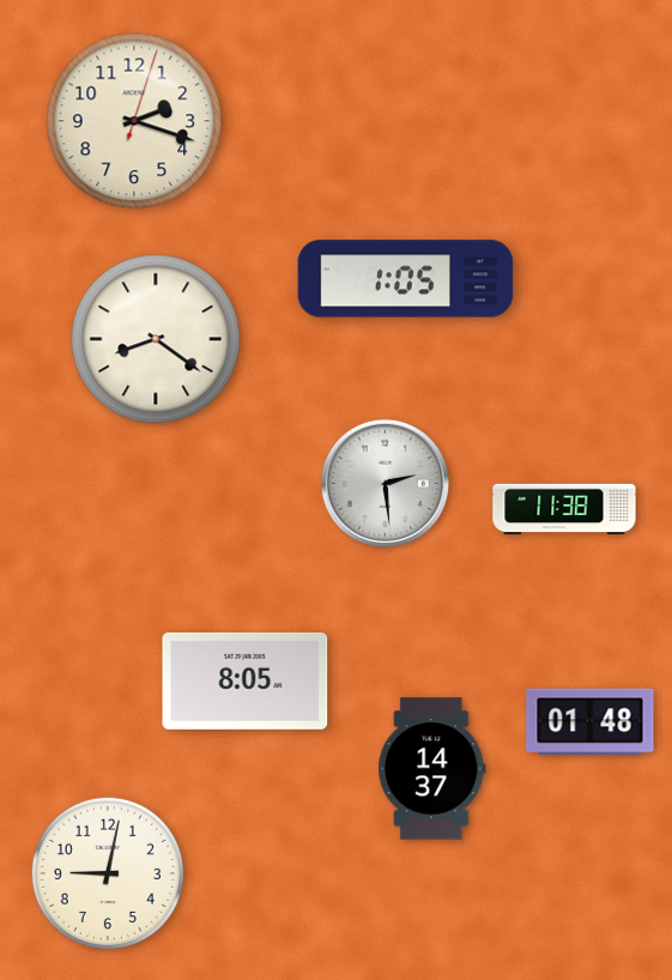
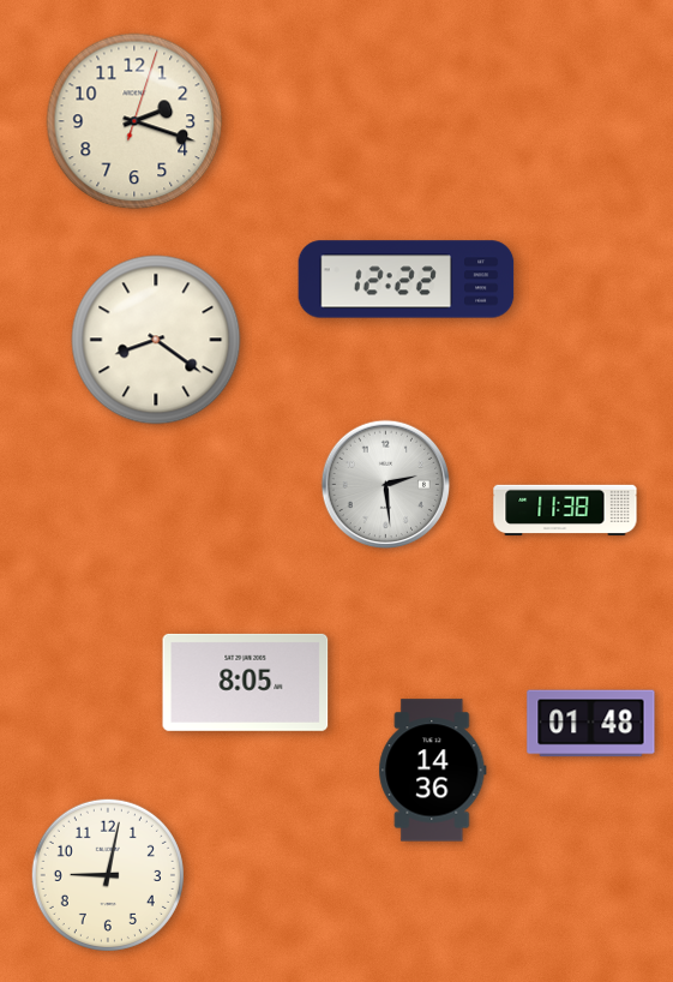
clock at (406, 279): 1:05 -> 12:22
clock at (432, 769): 14:37 -> 14:36
